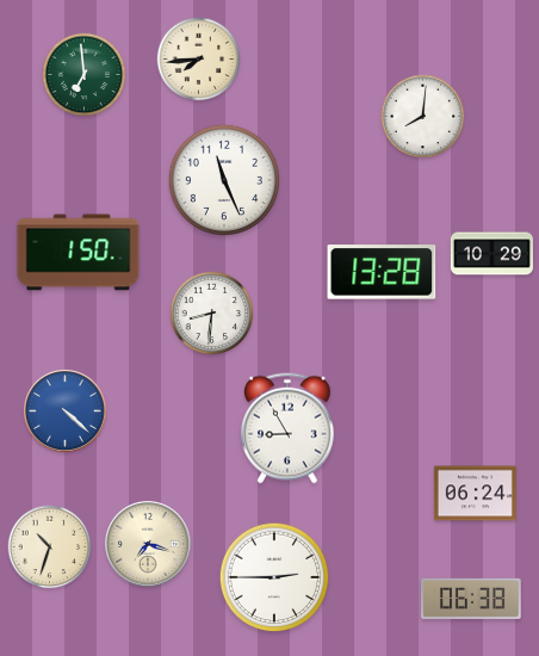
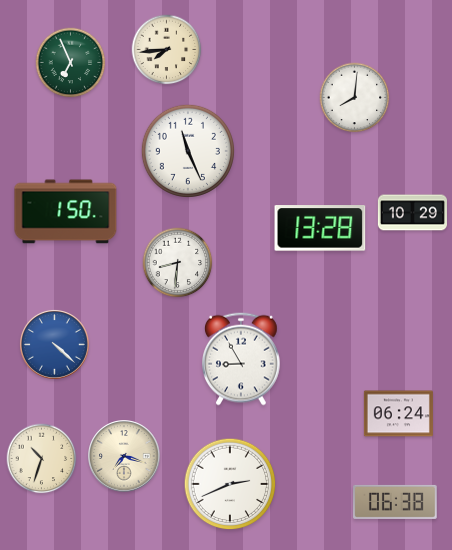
clock at (85, 75): 6:59 -> 6:56
clock at (274, 577): 2:45 -> 2:41
